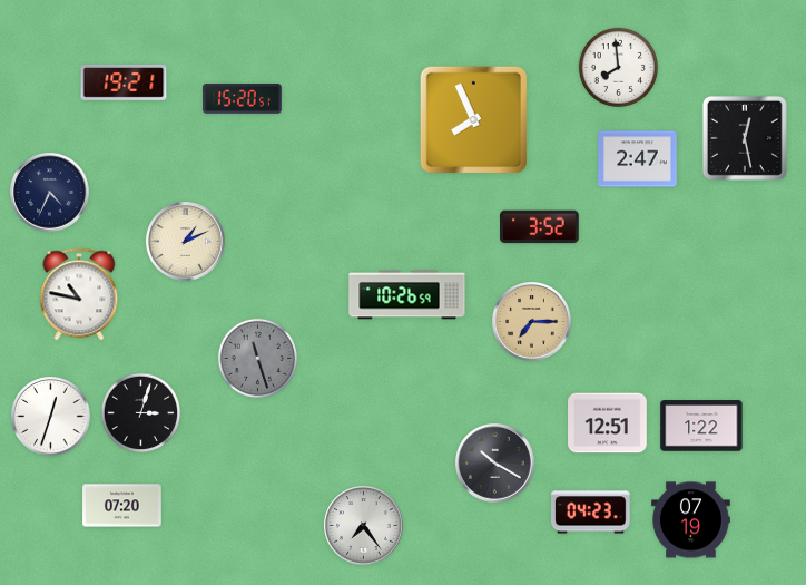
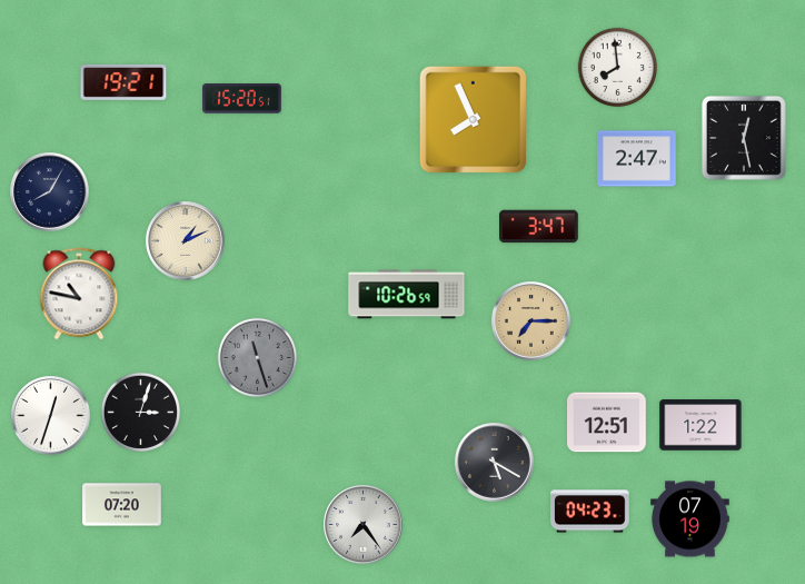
clock at (50, 193): 4:34 -> 8:05
clock at (540, 227): 3:52 -> 3:47
clock at (495, 464): 10:20 -> 5:20
